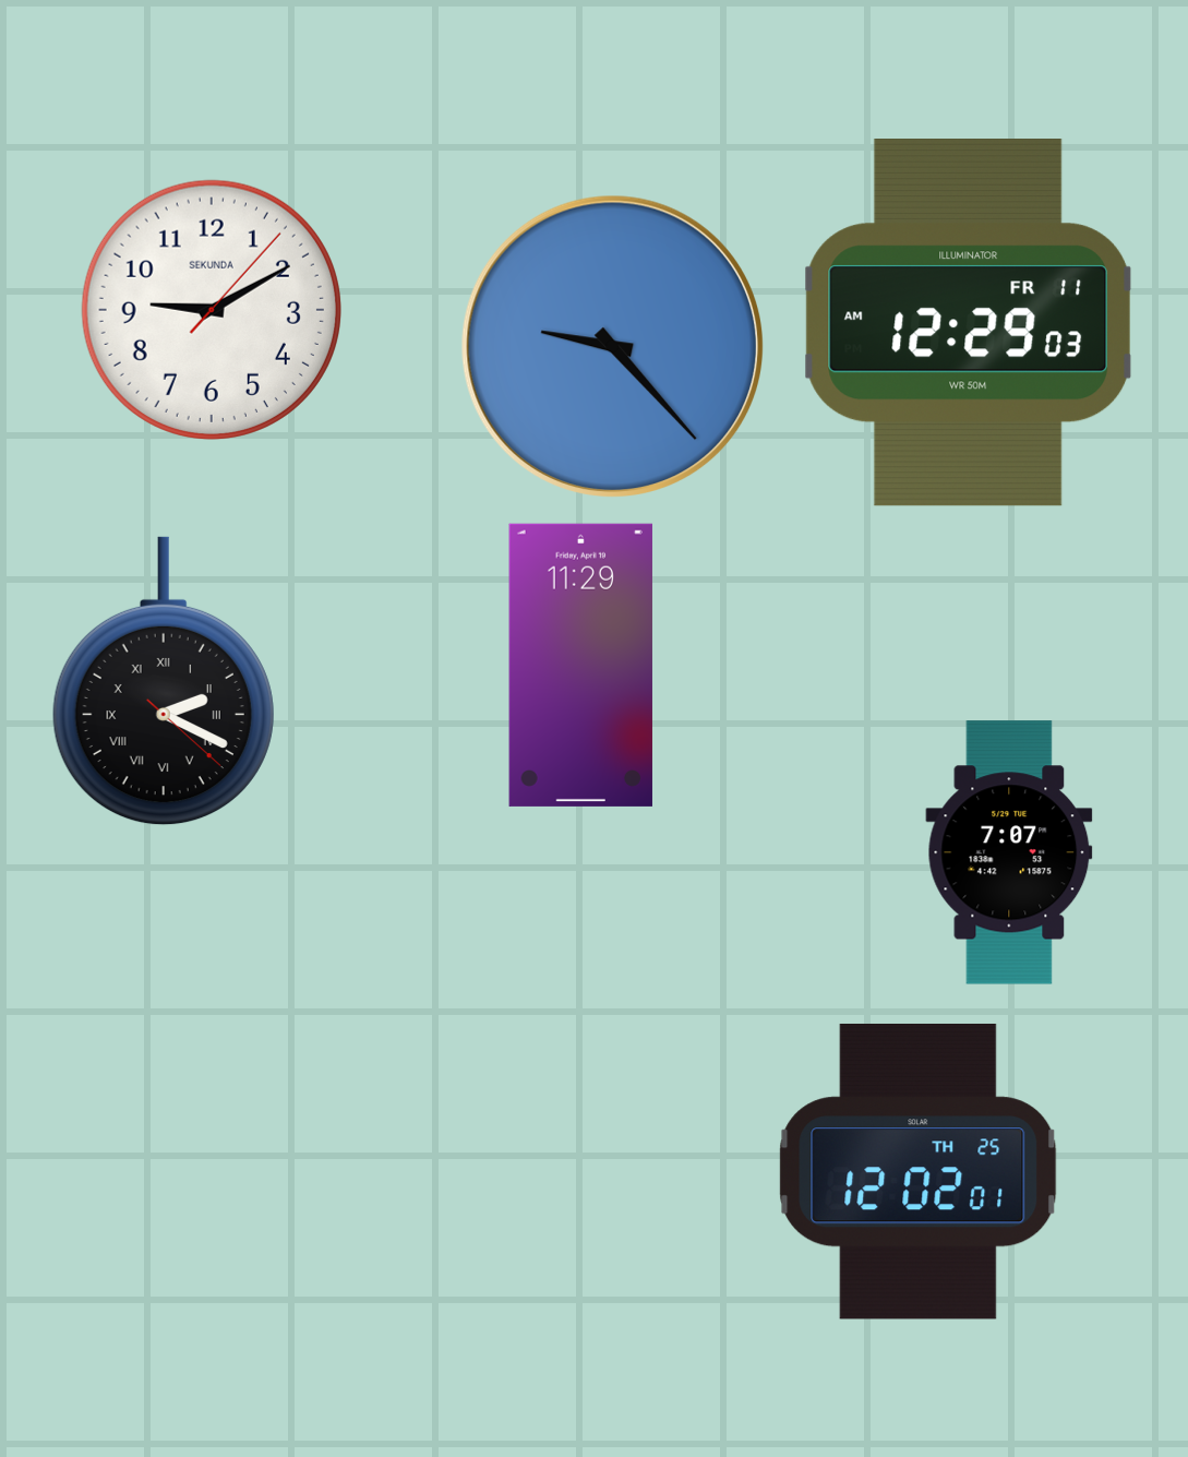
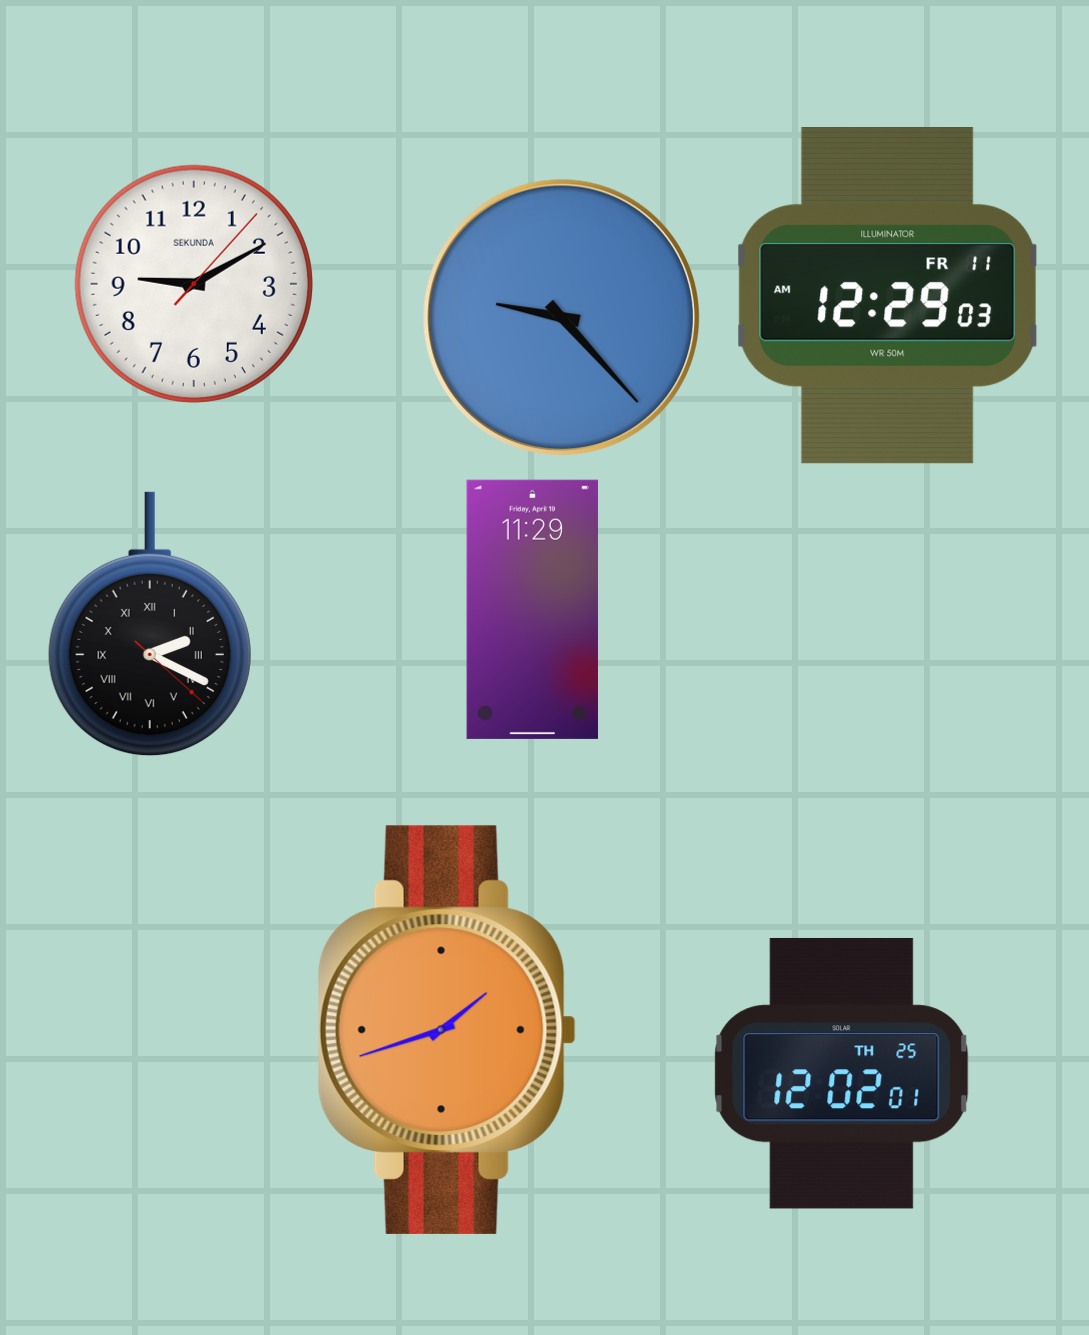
clock at (1009, 852): 7:07 -> none
clock at (447, 1030): none -> 1:42
